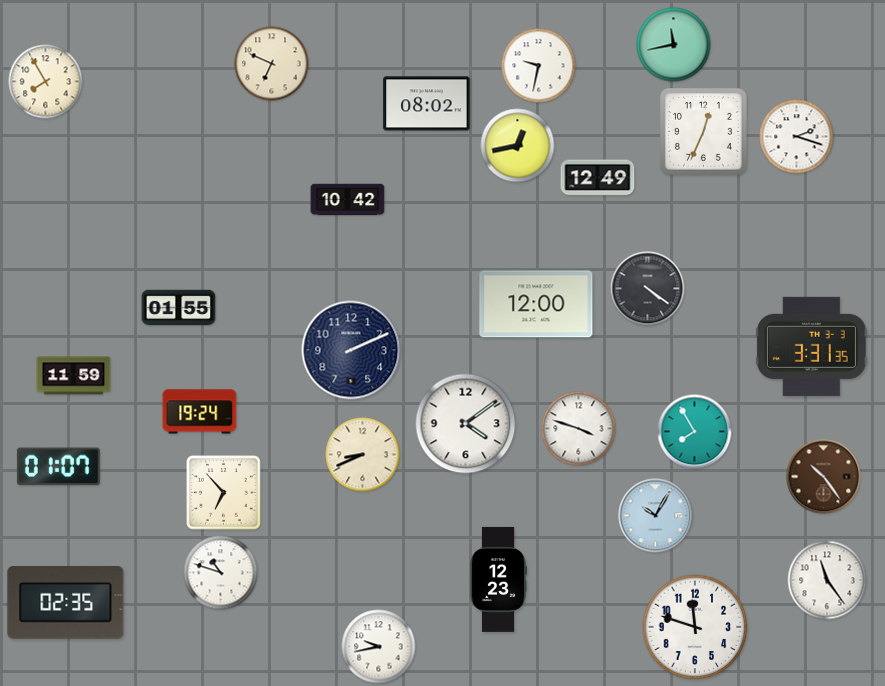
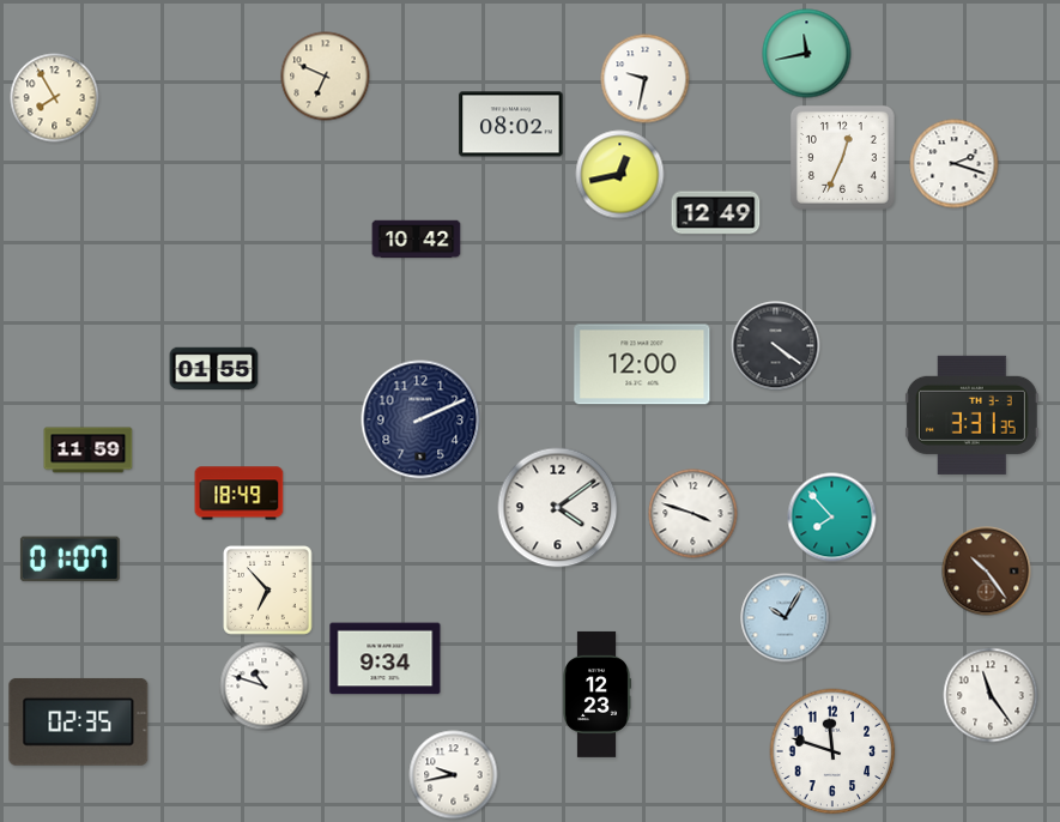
clock at (200, 412): 19:24 -> 18:49
clock at (695, 432): 7:55 -> 7:53
clock at (363, 455): 8:41 -> none
clock at (386, 659): none -> 9:34
